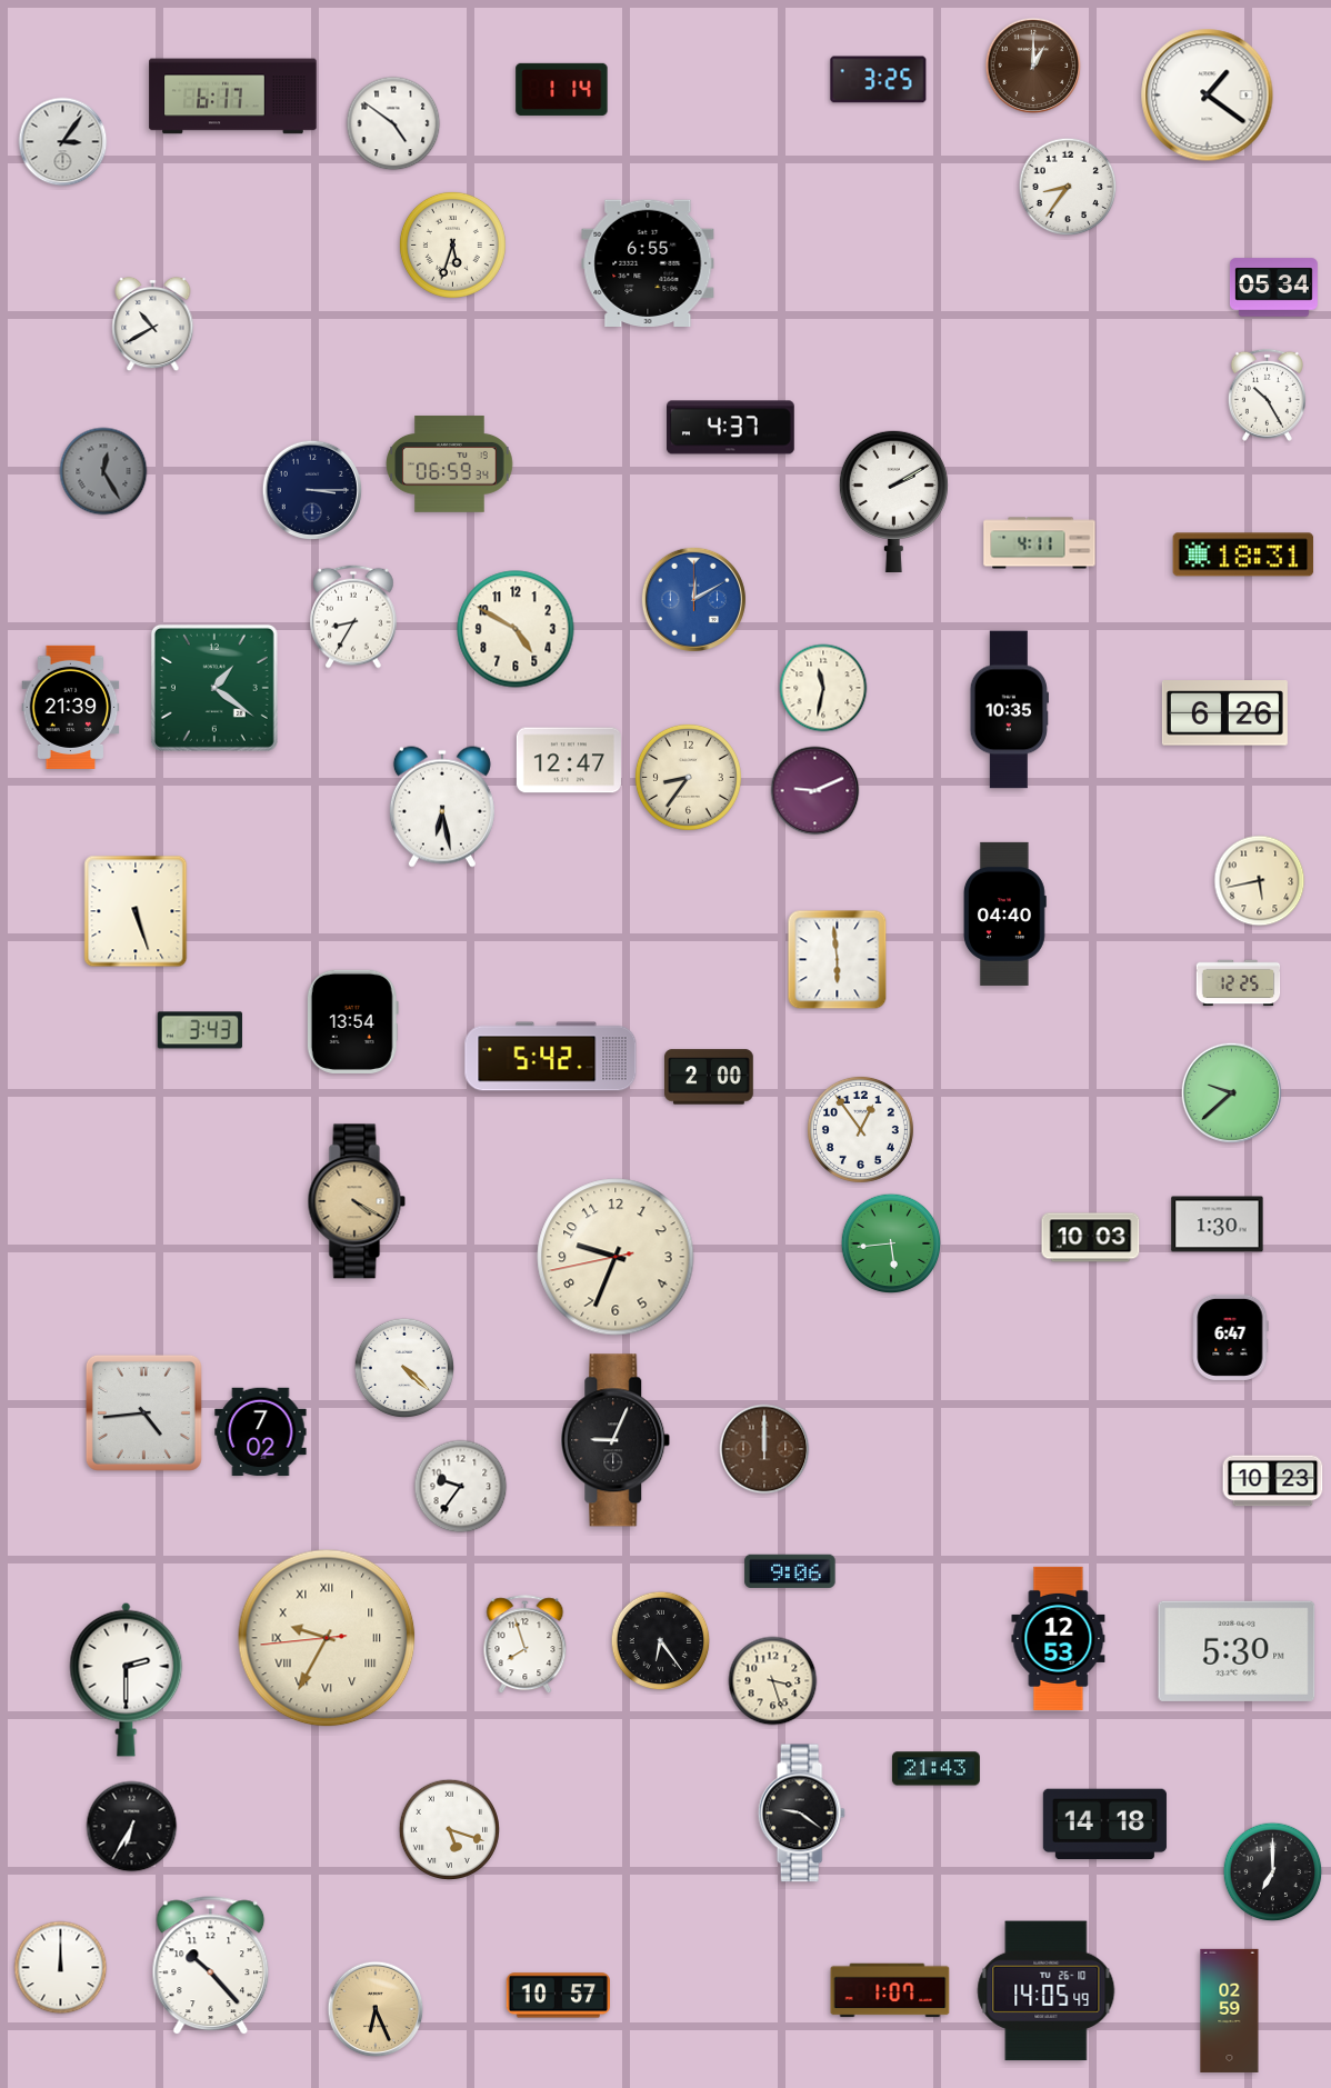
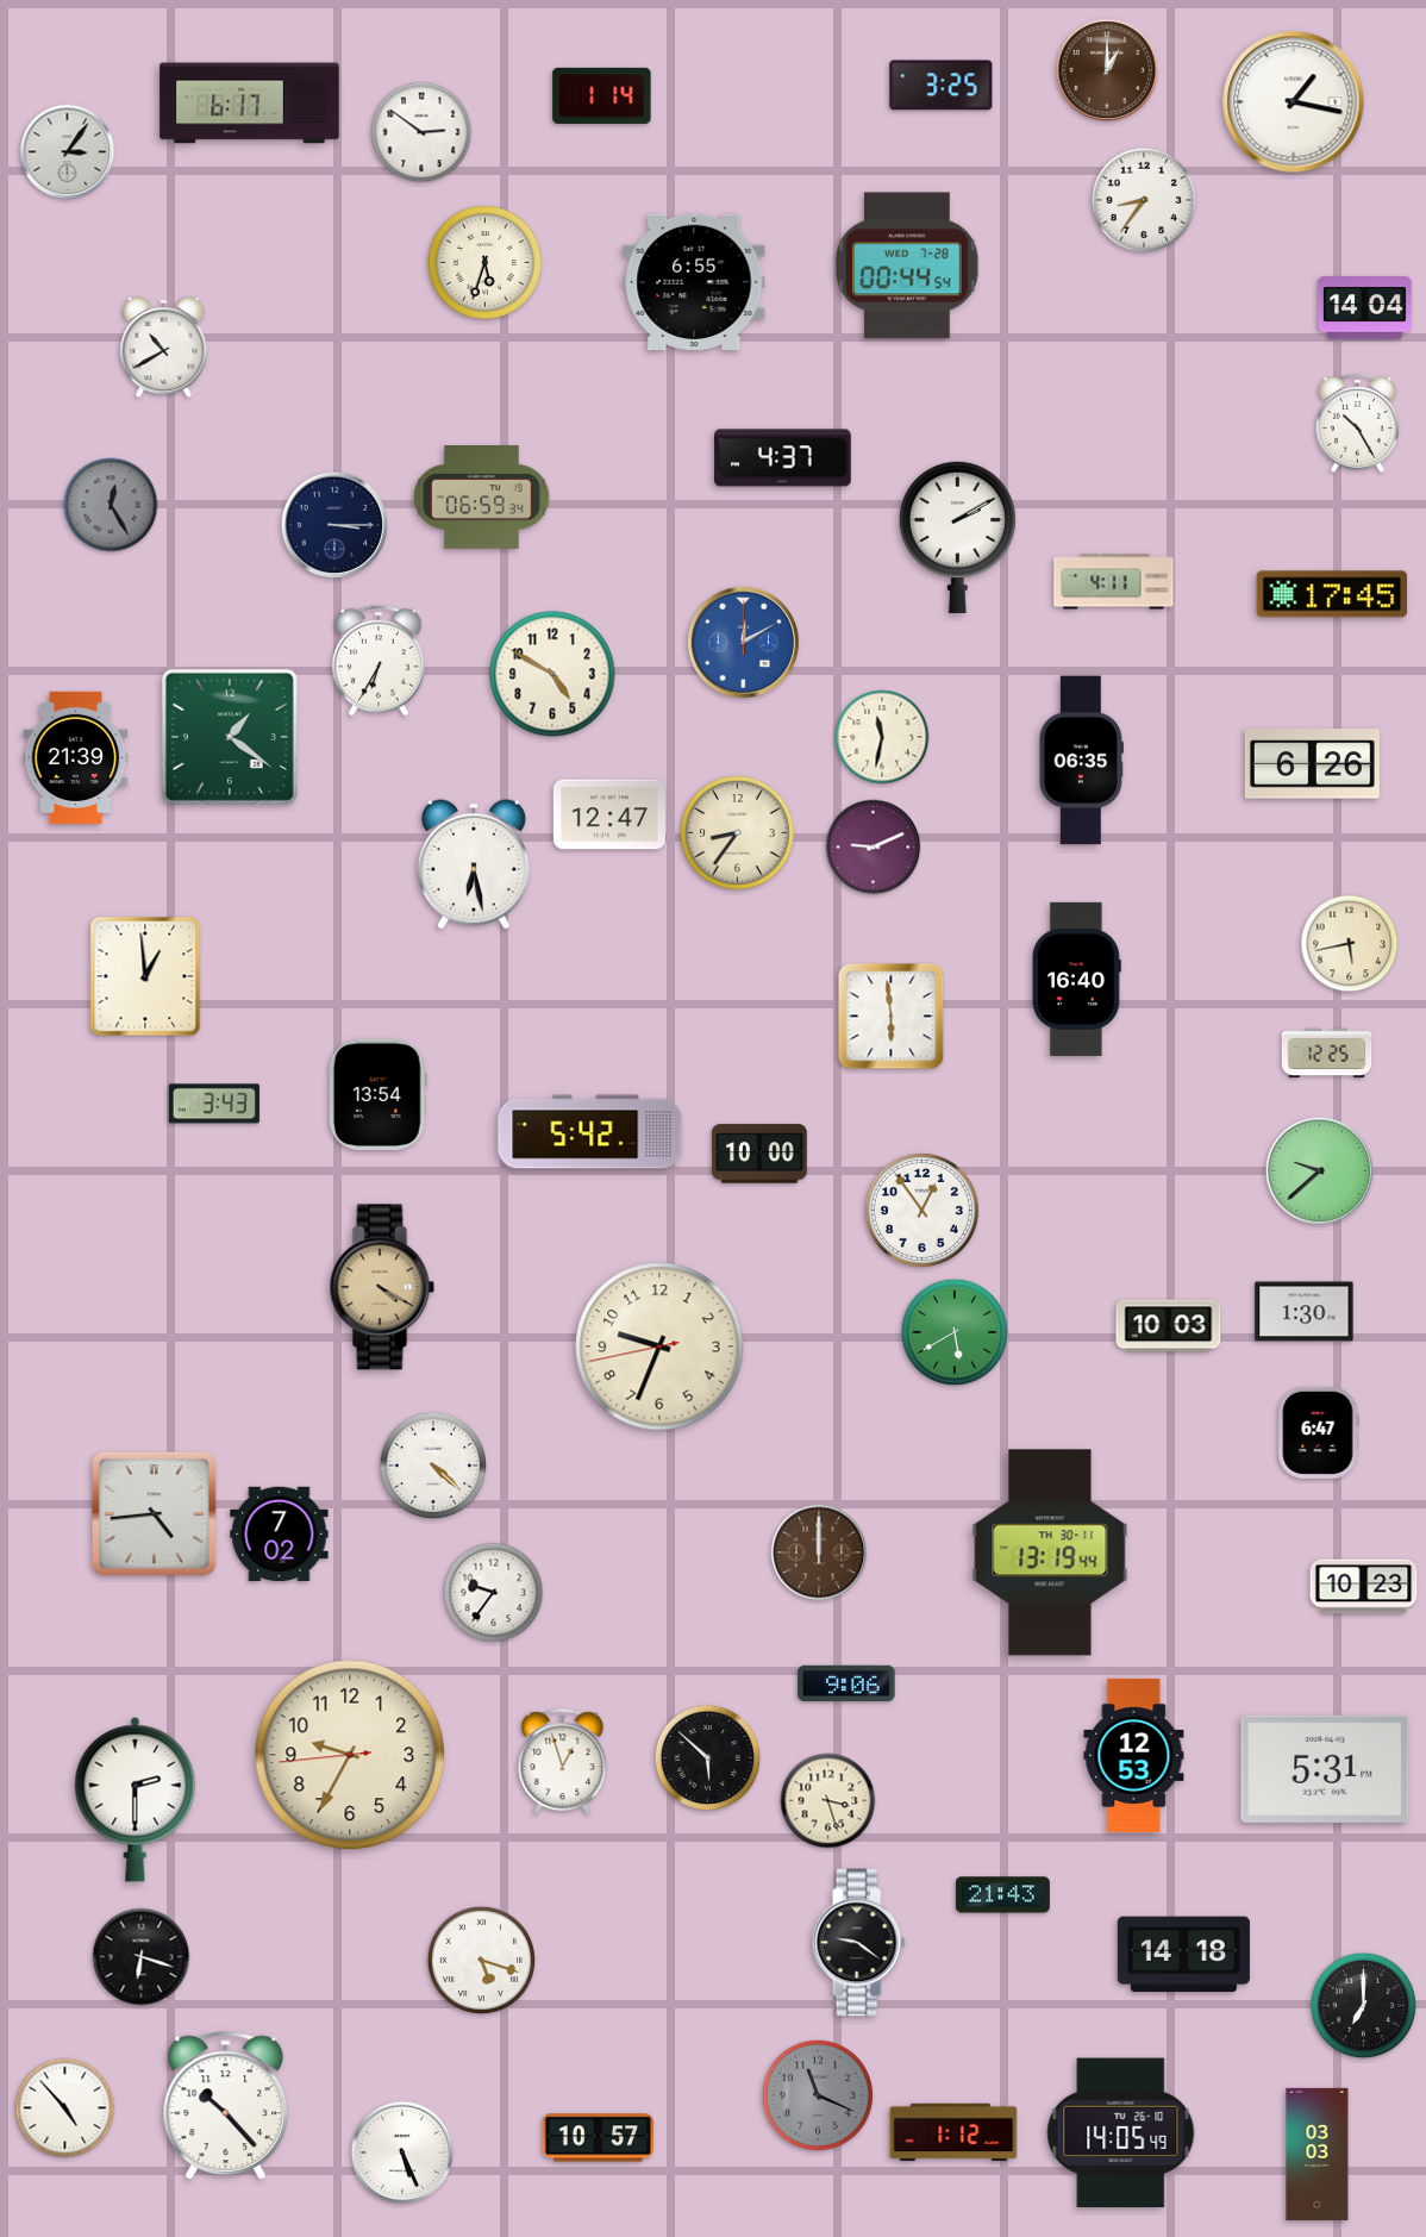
clock at (1208, 96): 1:21 -> 1:17
clock at (393, 123): 4:51 -> 2:51
clock at (908, 265): none -> 00:44
clock at (1273, 288): 05:34 -> 14:04
clock at (1243, 555): 18:31 -> 17:45
clock at (353, 617): 8:35 -> 6:35
clock at (1009, 710): 10:35 -> 06:35
clock at (136, 911): 5:27 -> 12:59
clock at (1004, 913): 04:40 -> 16:40
clock at (838, 960) position: (838, 960) -> (892, 1017)
clock at (710, 1077): 2:00 -> 10:00
clock at (891, 1243): 5:44 -> 5:40
clock at (616, 1440): 9:04 -> none
clock at (1050, 1552): none -> 13:19
clock at (327, 1638) numerals: Roman -> Arabic
clock at (661, 1641): 6:24 -> 5:52
clock at (526, 1645): 7:57 -> 12:57
clock at (1237, 1651): 5:30 -> 5:31
clock at (132, 1827): 6:35 -> 6:18
clock at (818, 2095): none -> 11:19
clock at (61, 1968): 12:00 -> 4:53
clock at (890, 1990): 1:07 -> 1:12
clock at (376, 2009): 6:26 -> 5:26
clock at (376, 2009) dial: champagne -> white
clock at (1230, 2010): 02:59 -> 03:03
